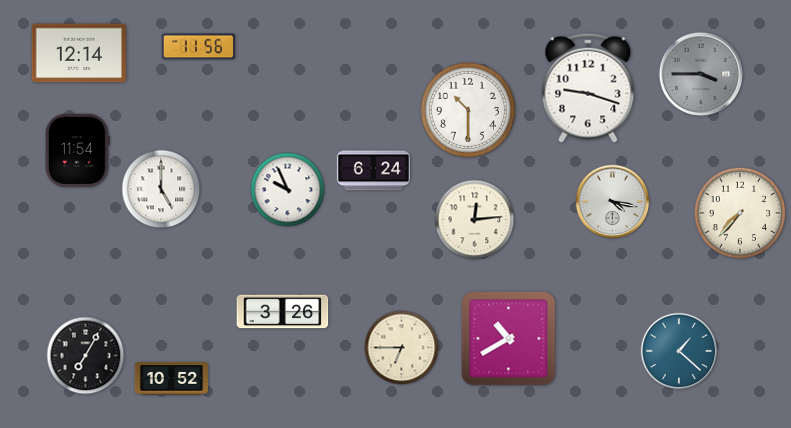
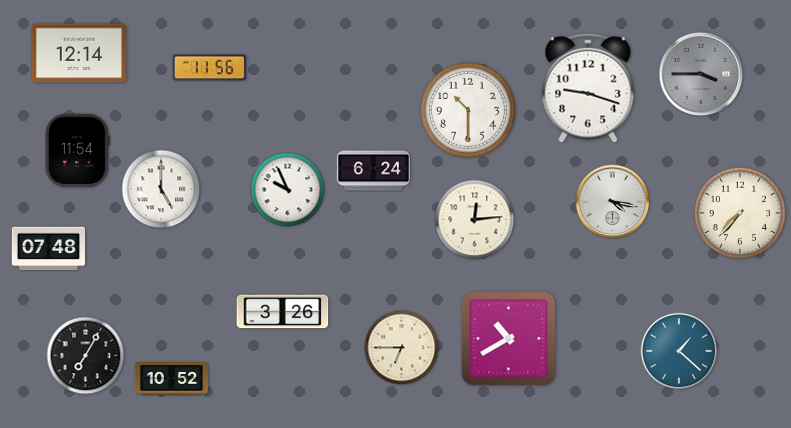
clock at (198, 47) position: (198, 47) -> (209, 68)
clock at (48, 249): none -> 07:48
